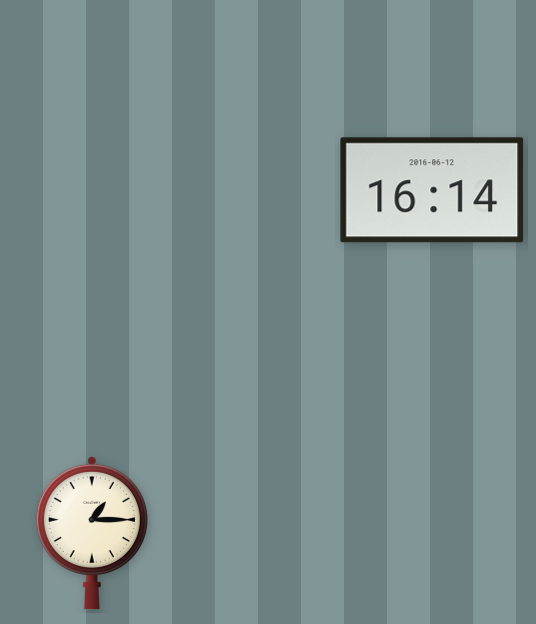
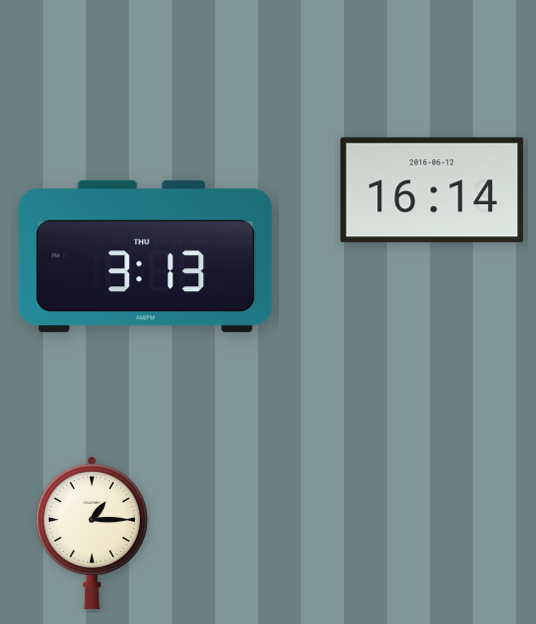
clock at (146, 257): none -> 3:13
